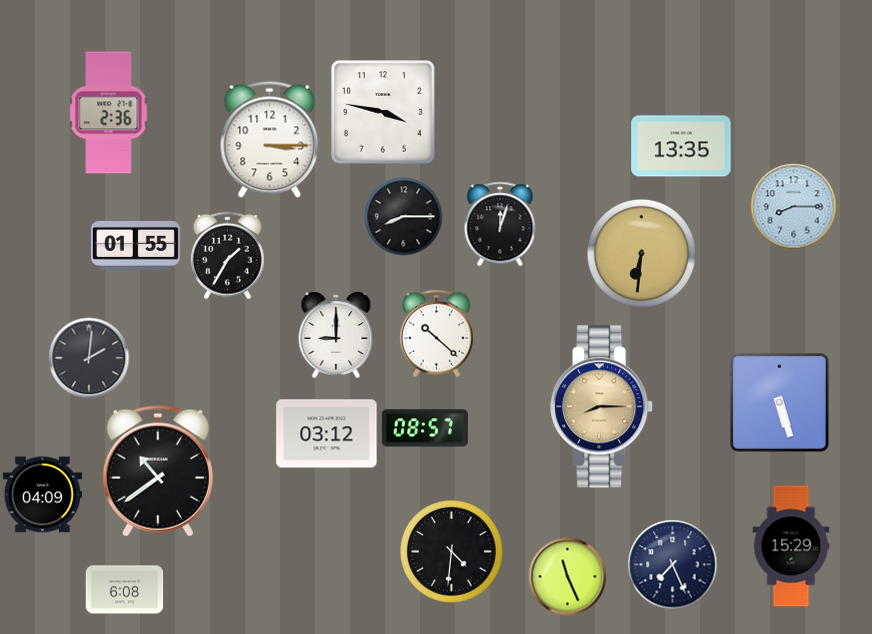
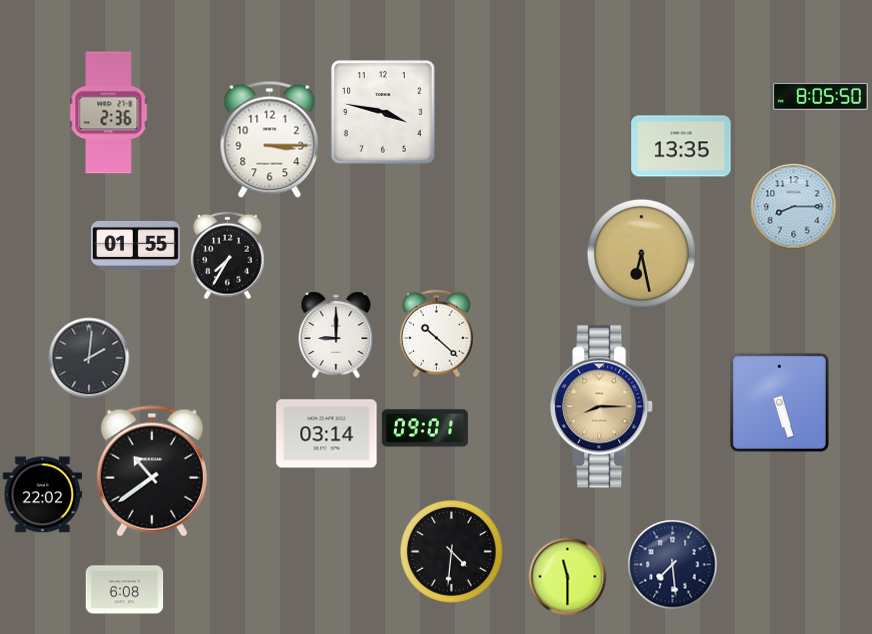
clock at (821, 96): none -> 8:05
clock at (403, 216): 8:15 -> none
clock at (500, 224): 12:03 -> none
clock at (641, 253): 6:31 -> 6:28
clock at (227, 255): 1:35 -> 7:35
clock at (425, 428): 08:57 -> 09:01
clock at (327, 434): 03:12 -> 03:14
clock at (158, 471) position: (158, 471) -> (152, 471)
clock at (42, 495): 04:09 -> 22:02
clock at (791, 546): 15:29 -> none
clock at (672, 564): 7:26 -> 7:29
clock at (567, 576): 11:26 -> 11:30
